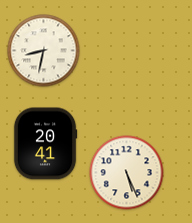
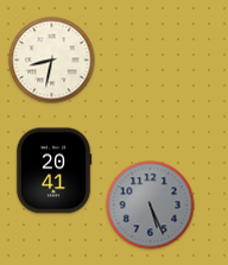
clock at (127, 173) dial: cream -> grey
